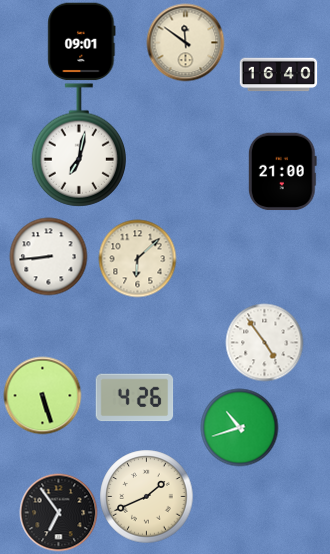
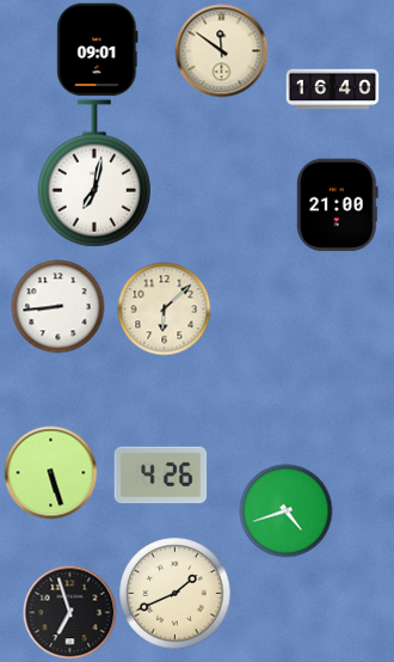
clock at (264, 342): 4:54 -> none
clock at (239, 427): 10:42 -> 4:42
clock at (58, 512): 6:54 -> 6:57
